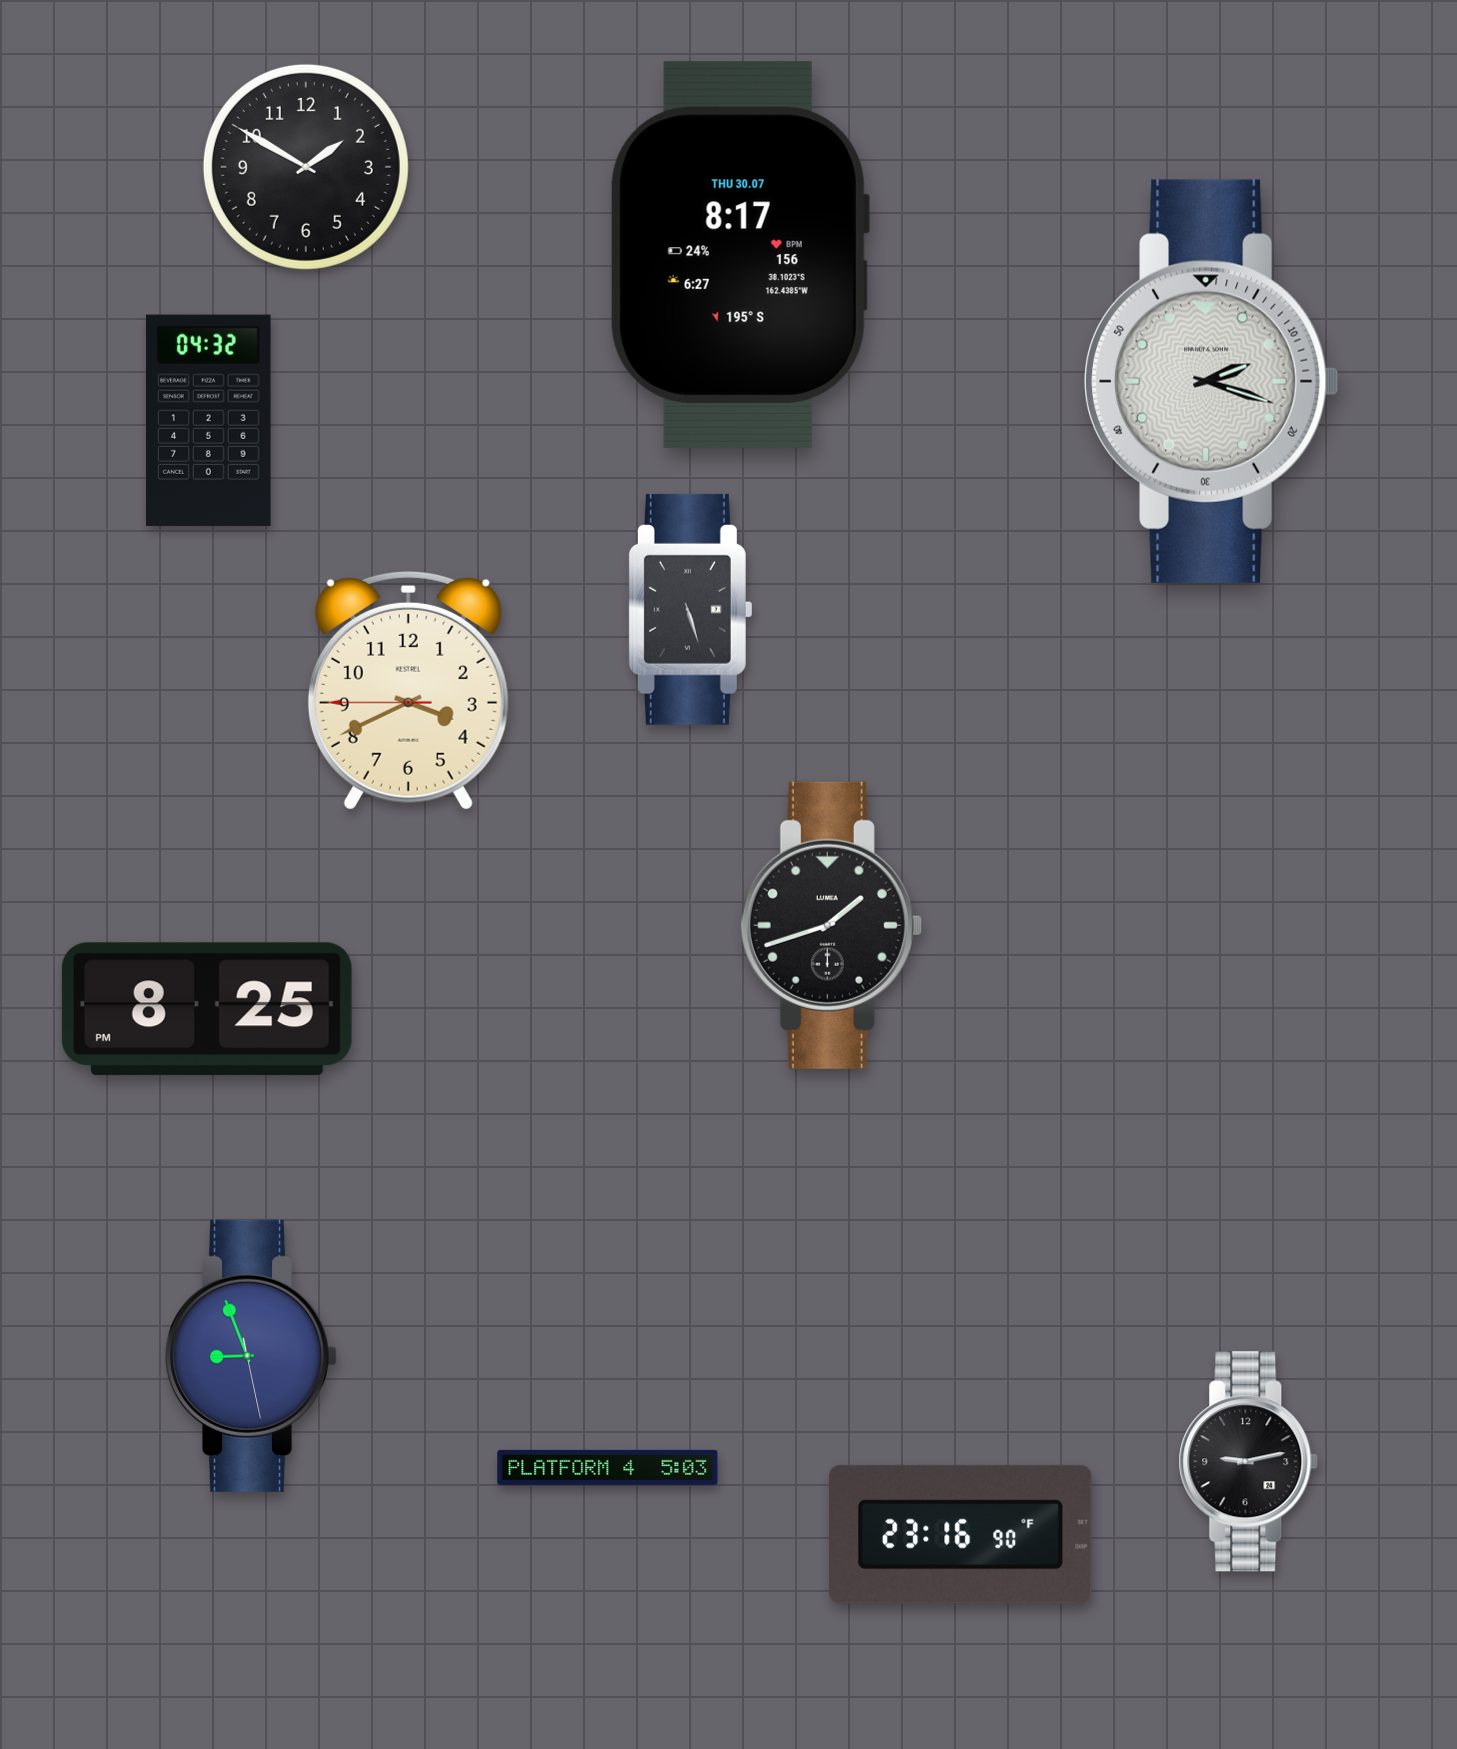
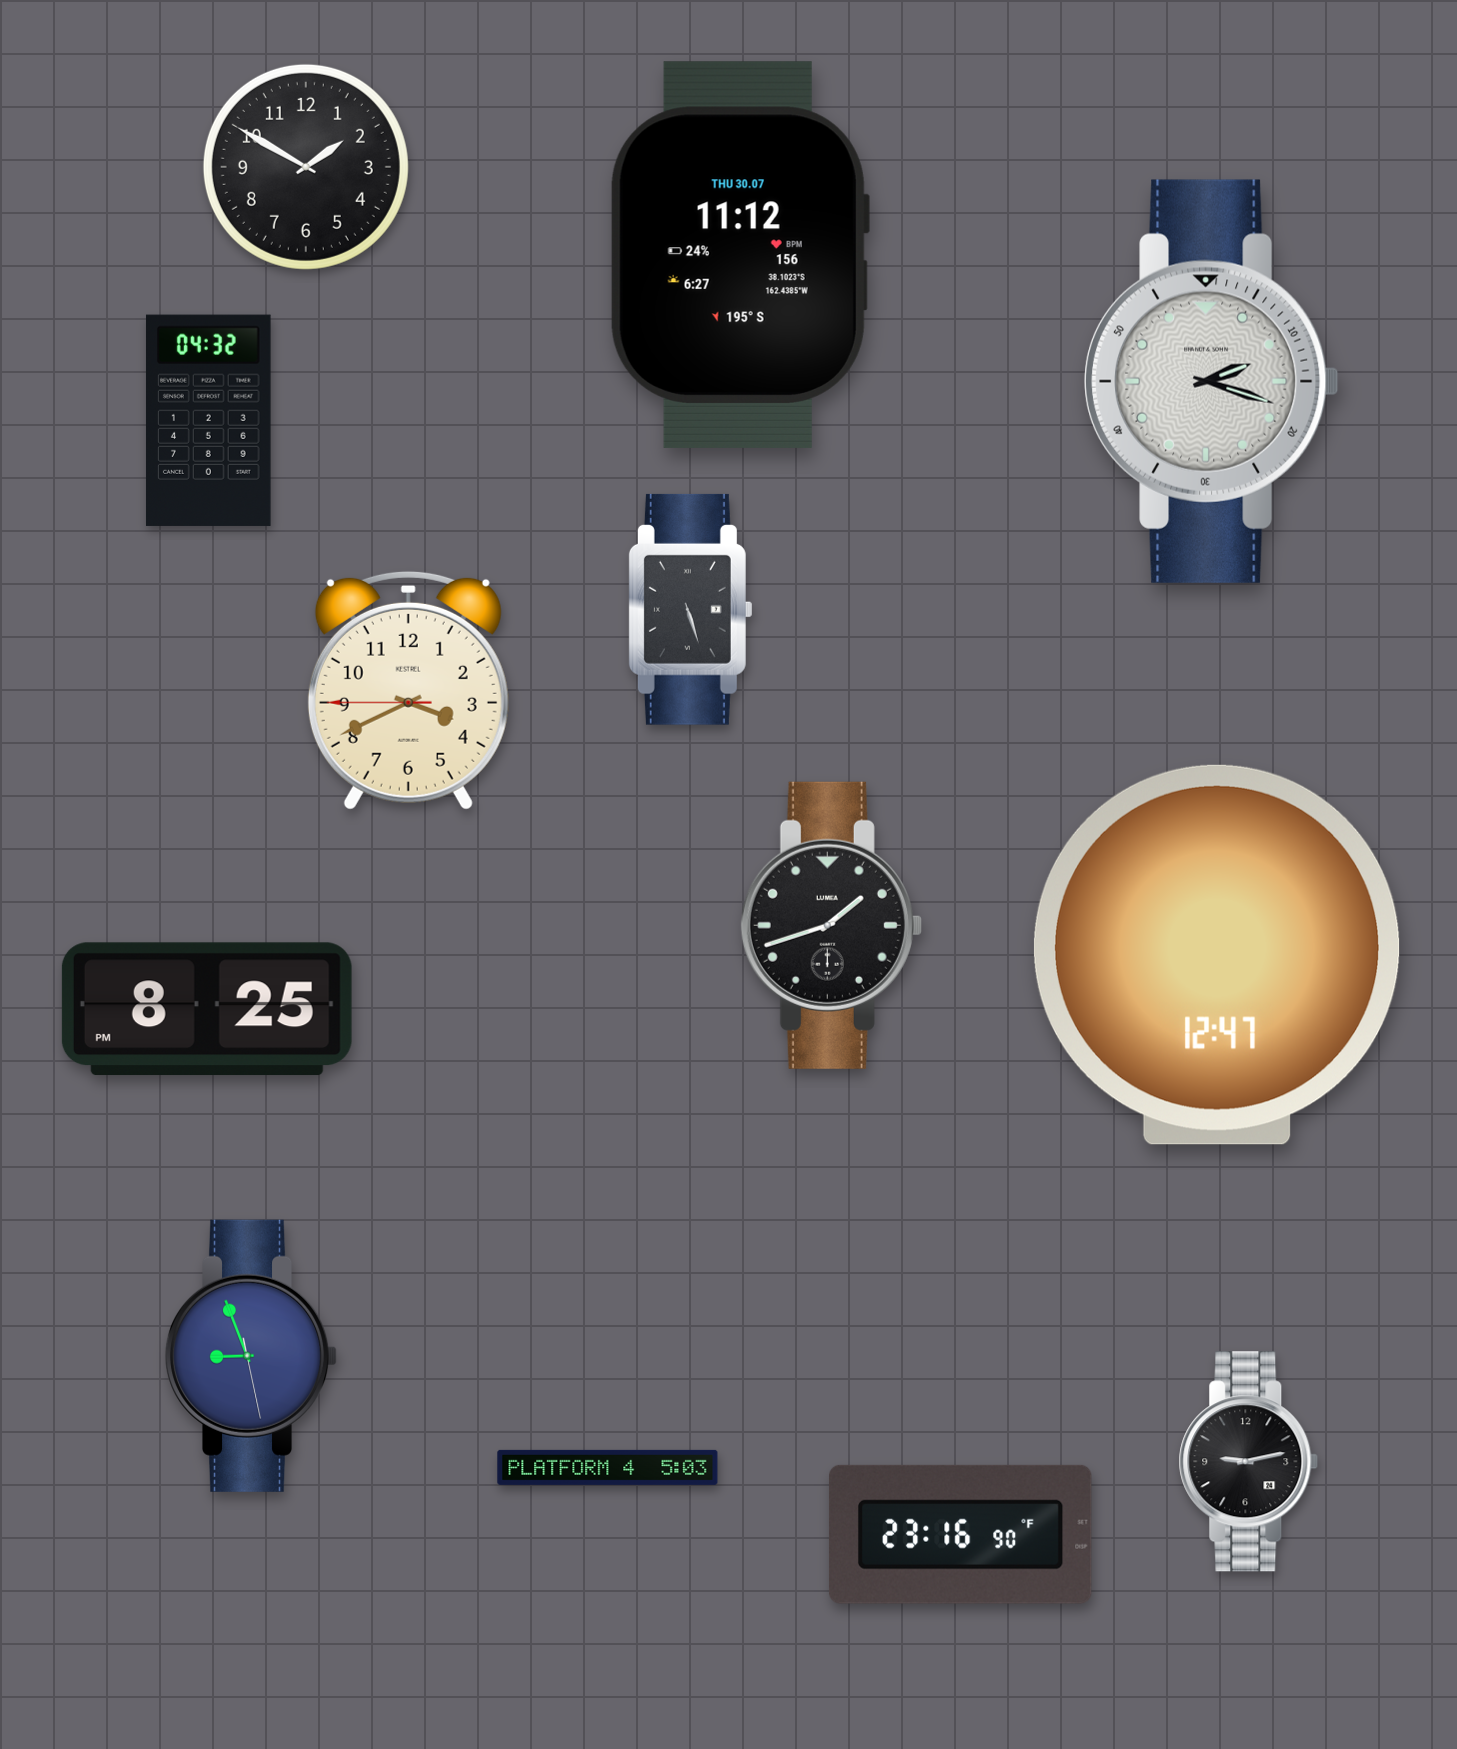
clock at (739, 255): 8:17 -> 11:12
clock at (1217, 955): none -> 12:47
